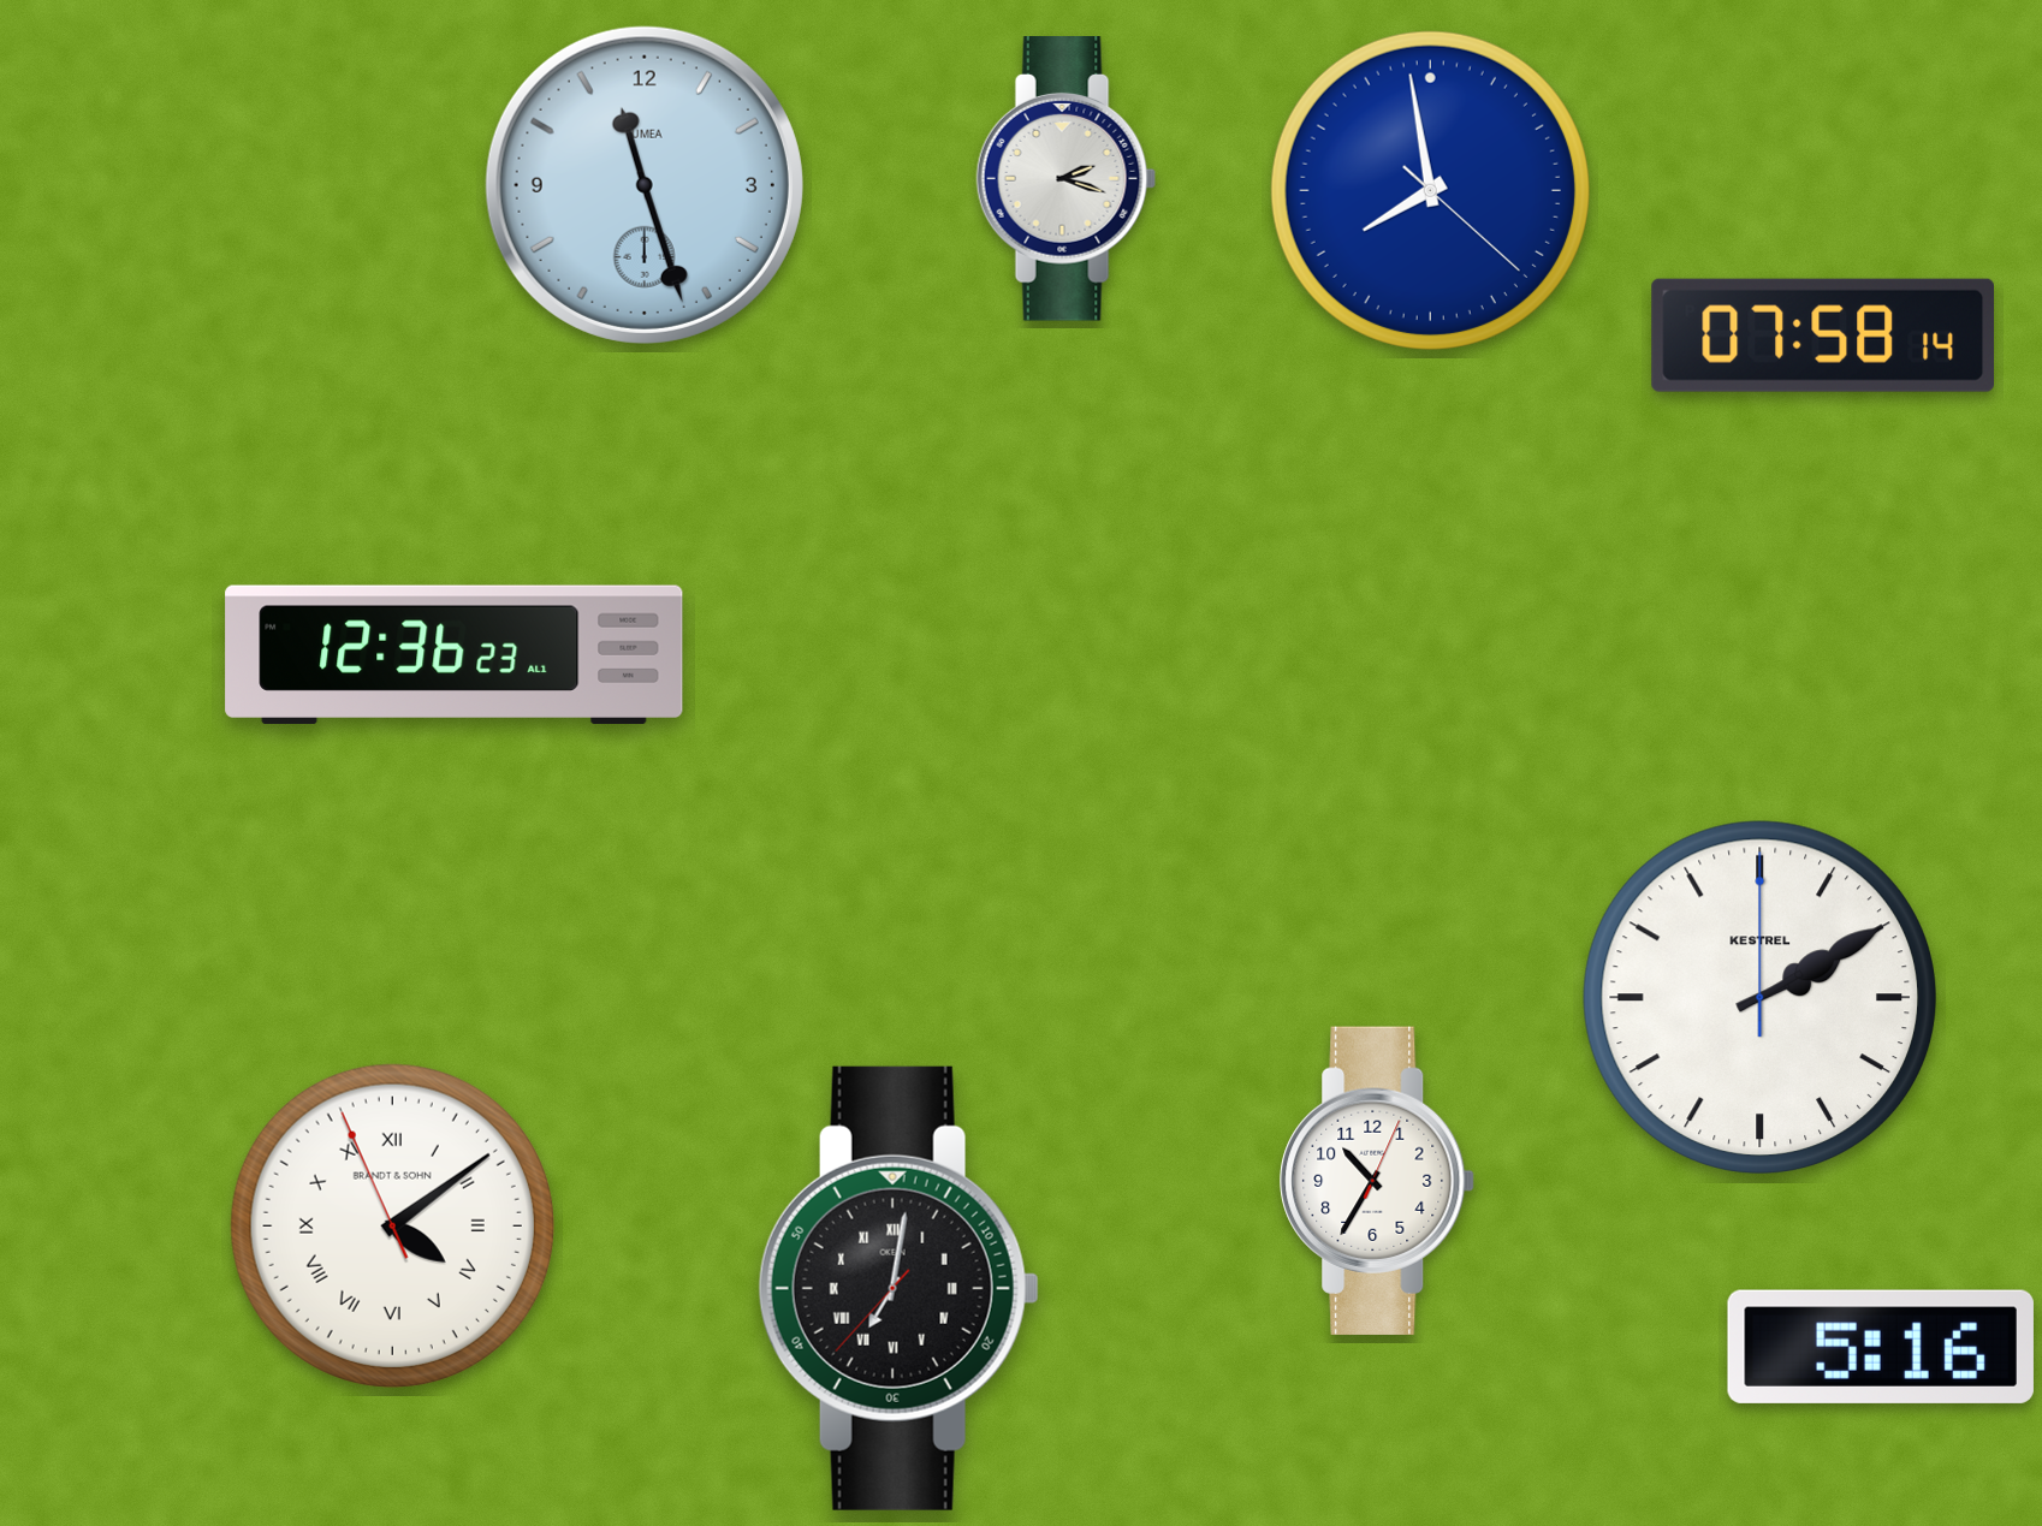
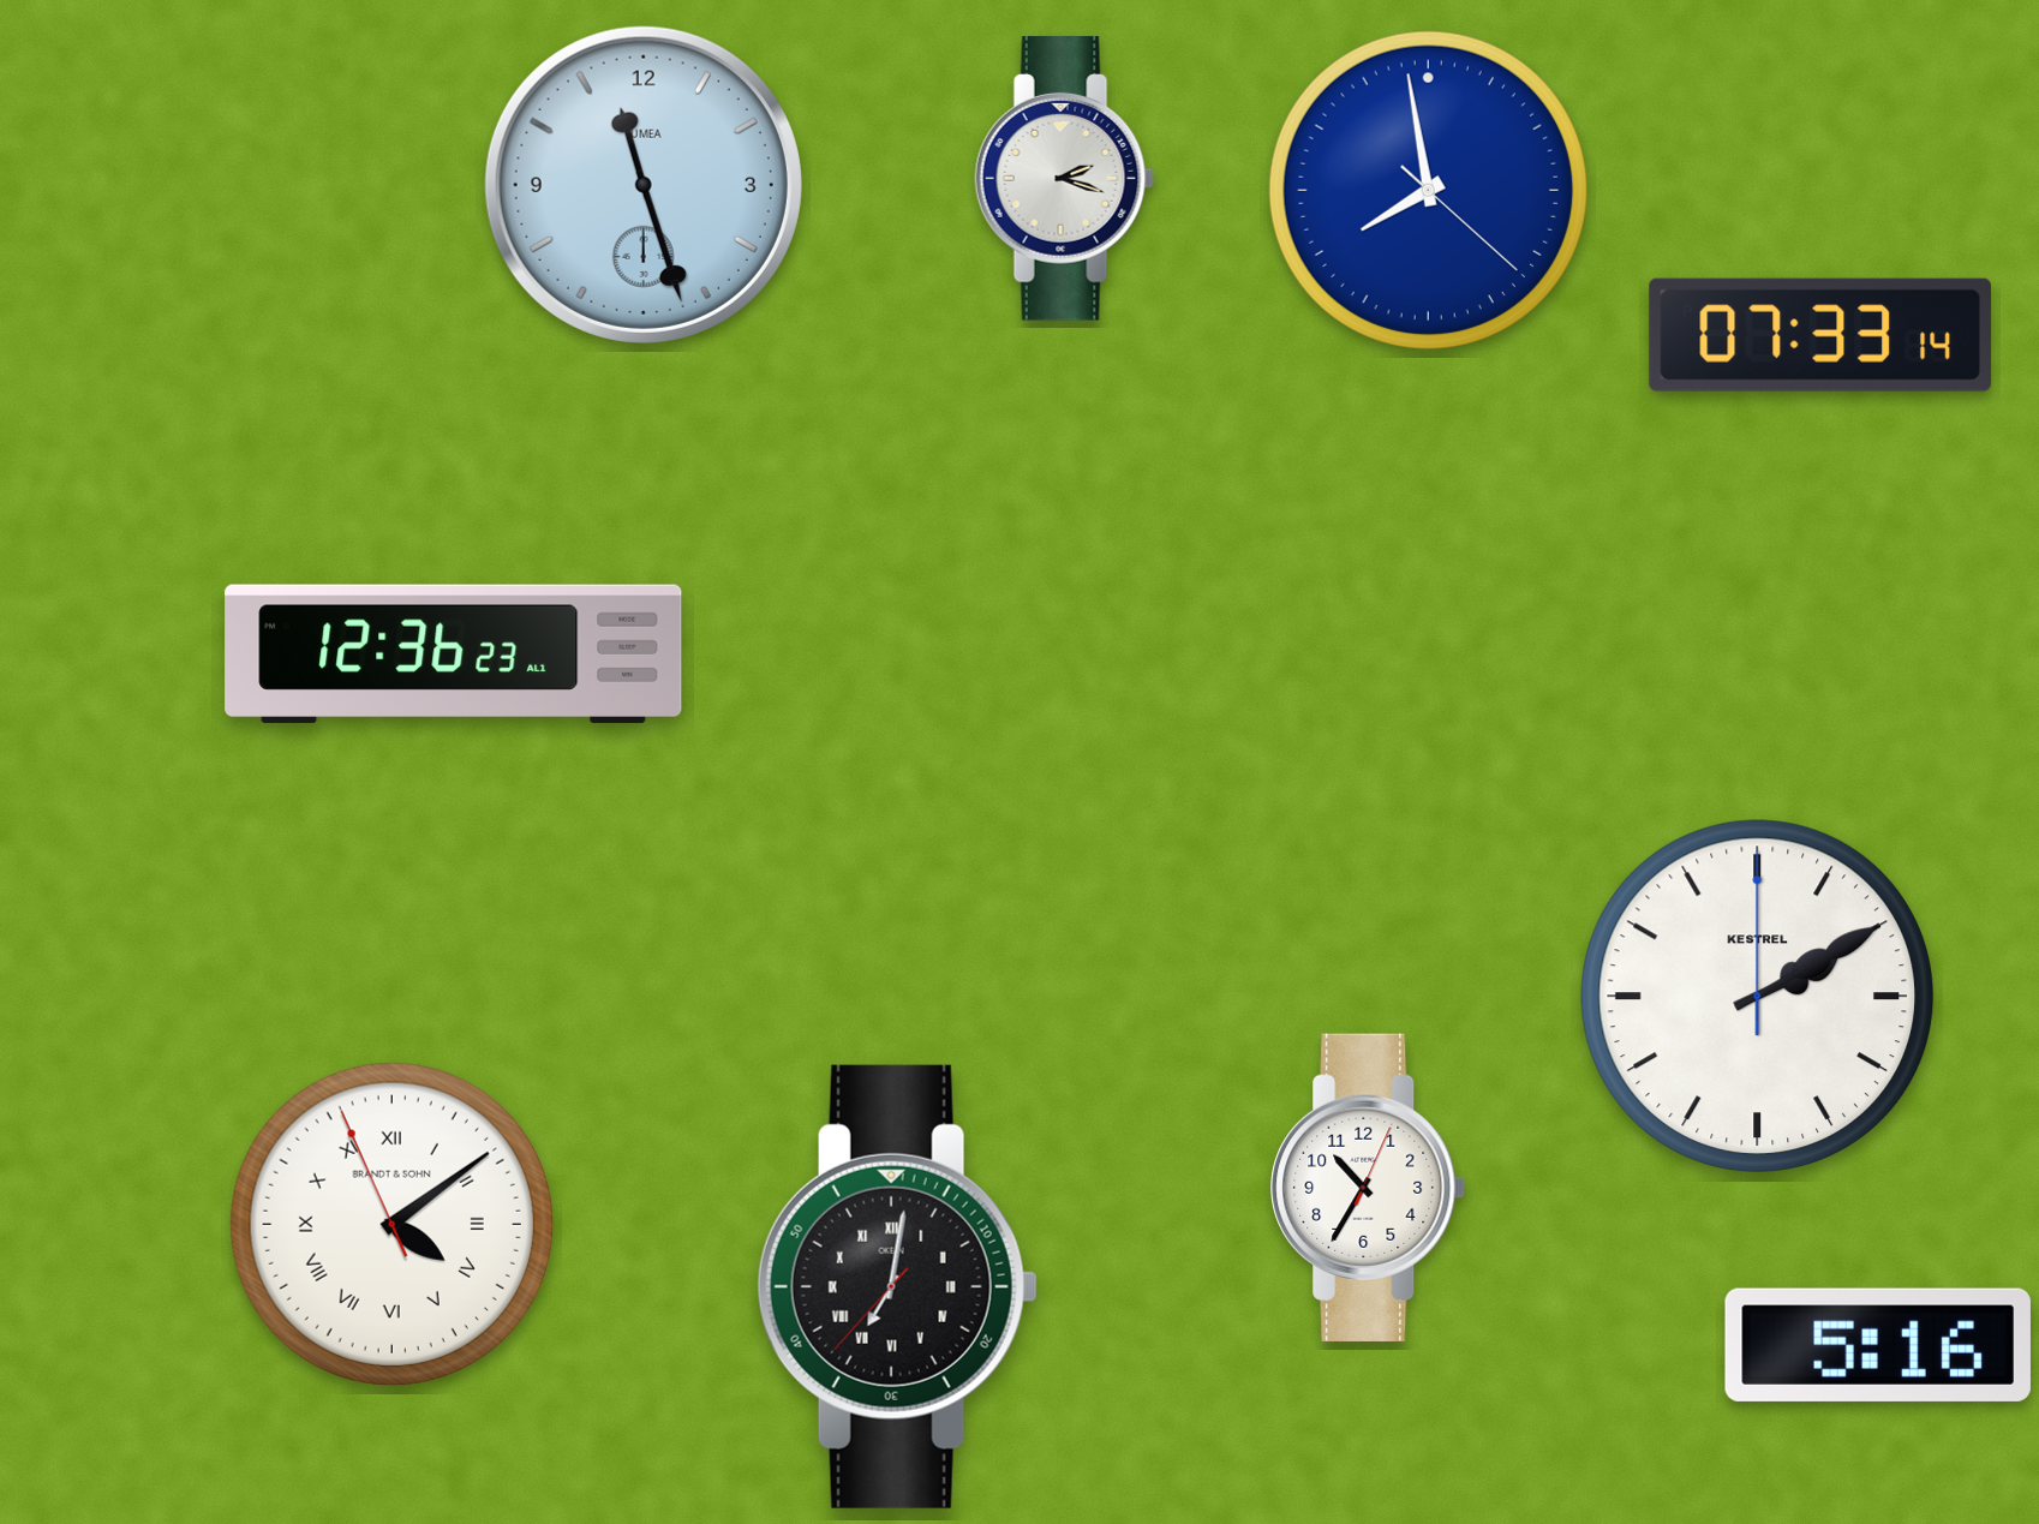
clock at (1822, 336): 07:58 -> 07:33
clock at (1377, 1181) position: (1377, 1181) -> (1368, 1188)
